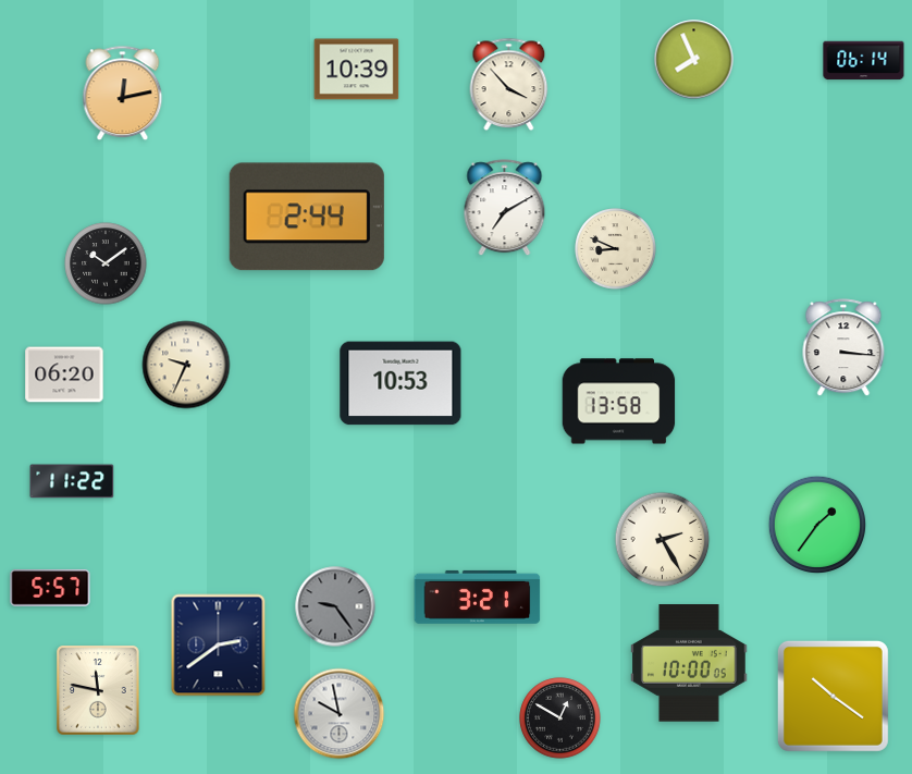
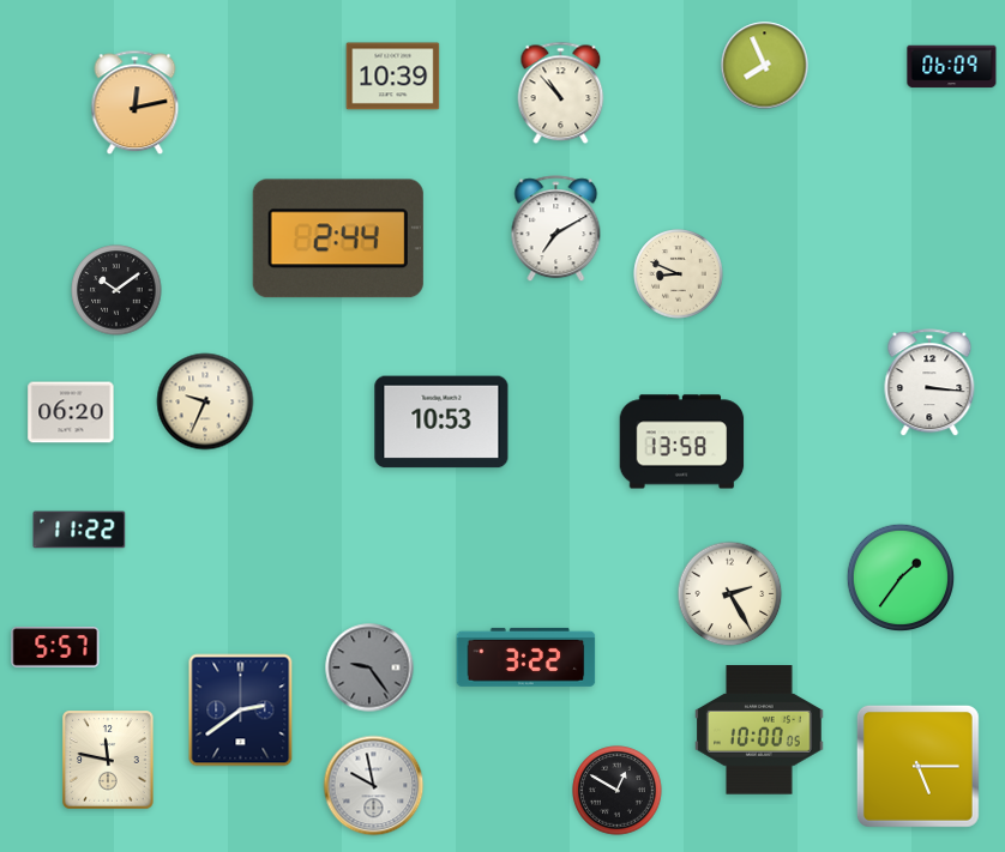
clock at (864, 61): 06:14 -> 06:09
clock at (509, 85): 3:53 -> 10:53
clock at (478, 597): 3:21 -> 3:22
clock at (833, 696): 10:21 -> 5:15
